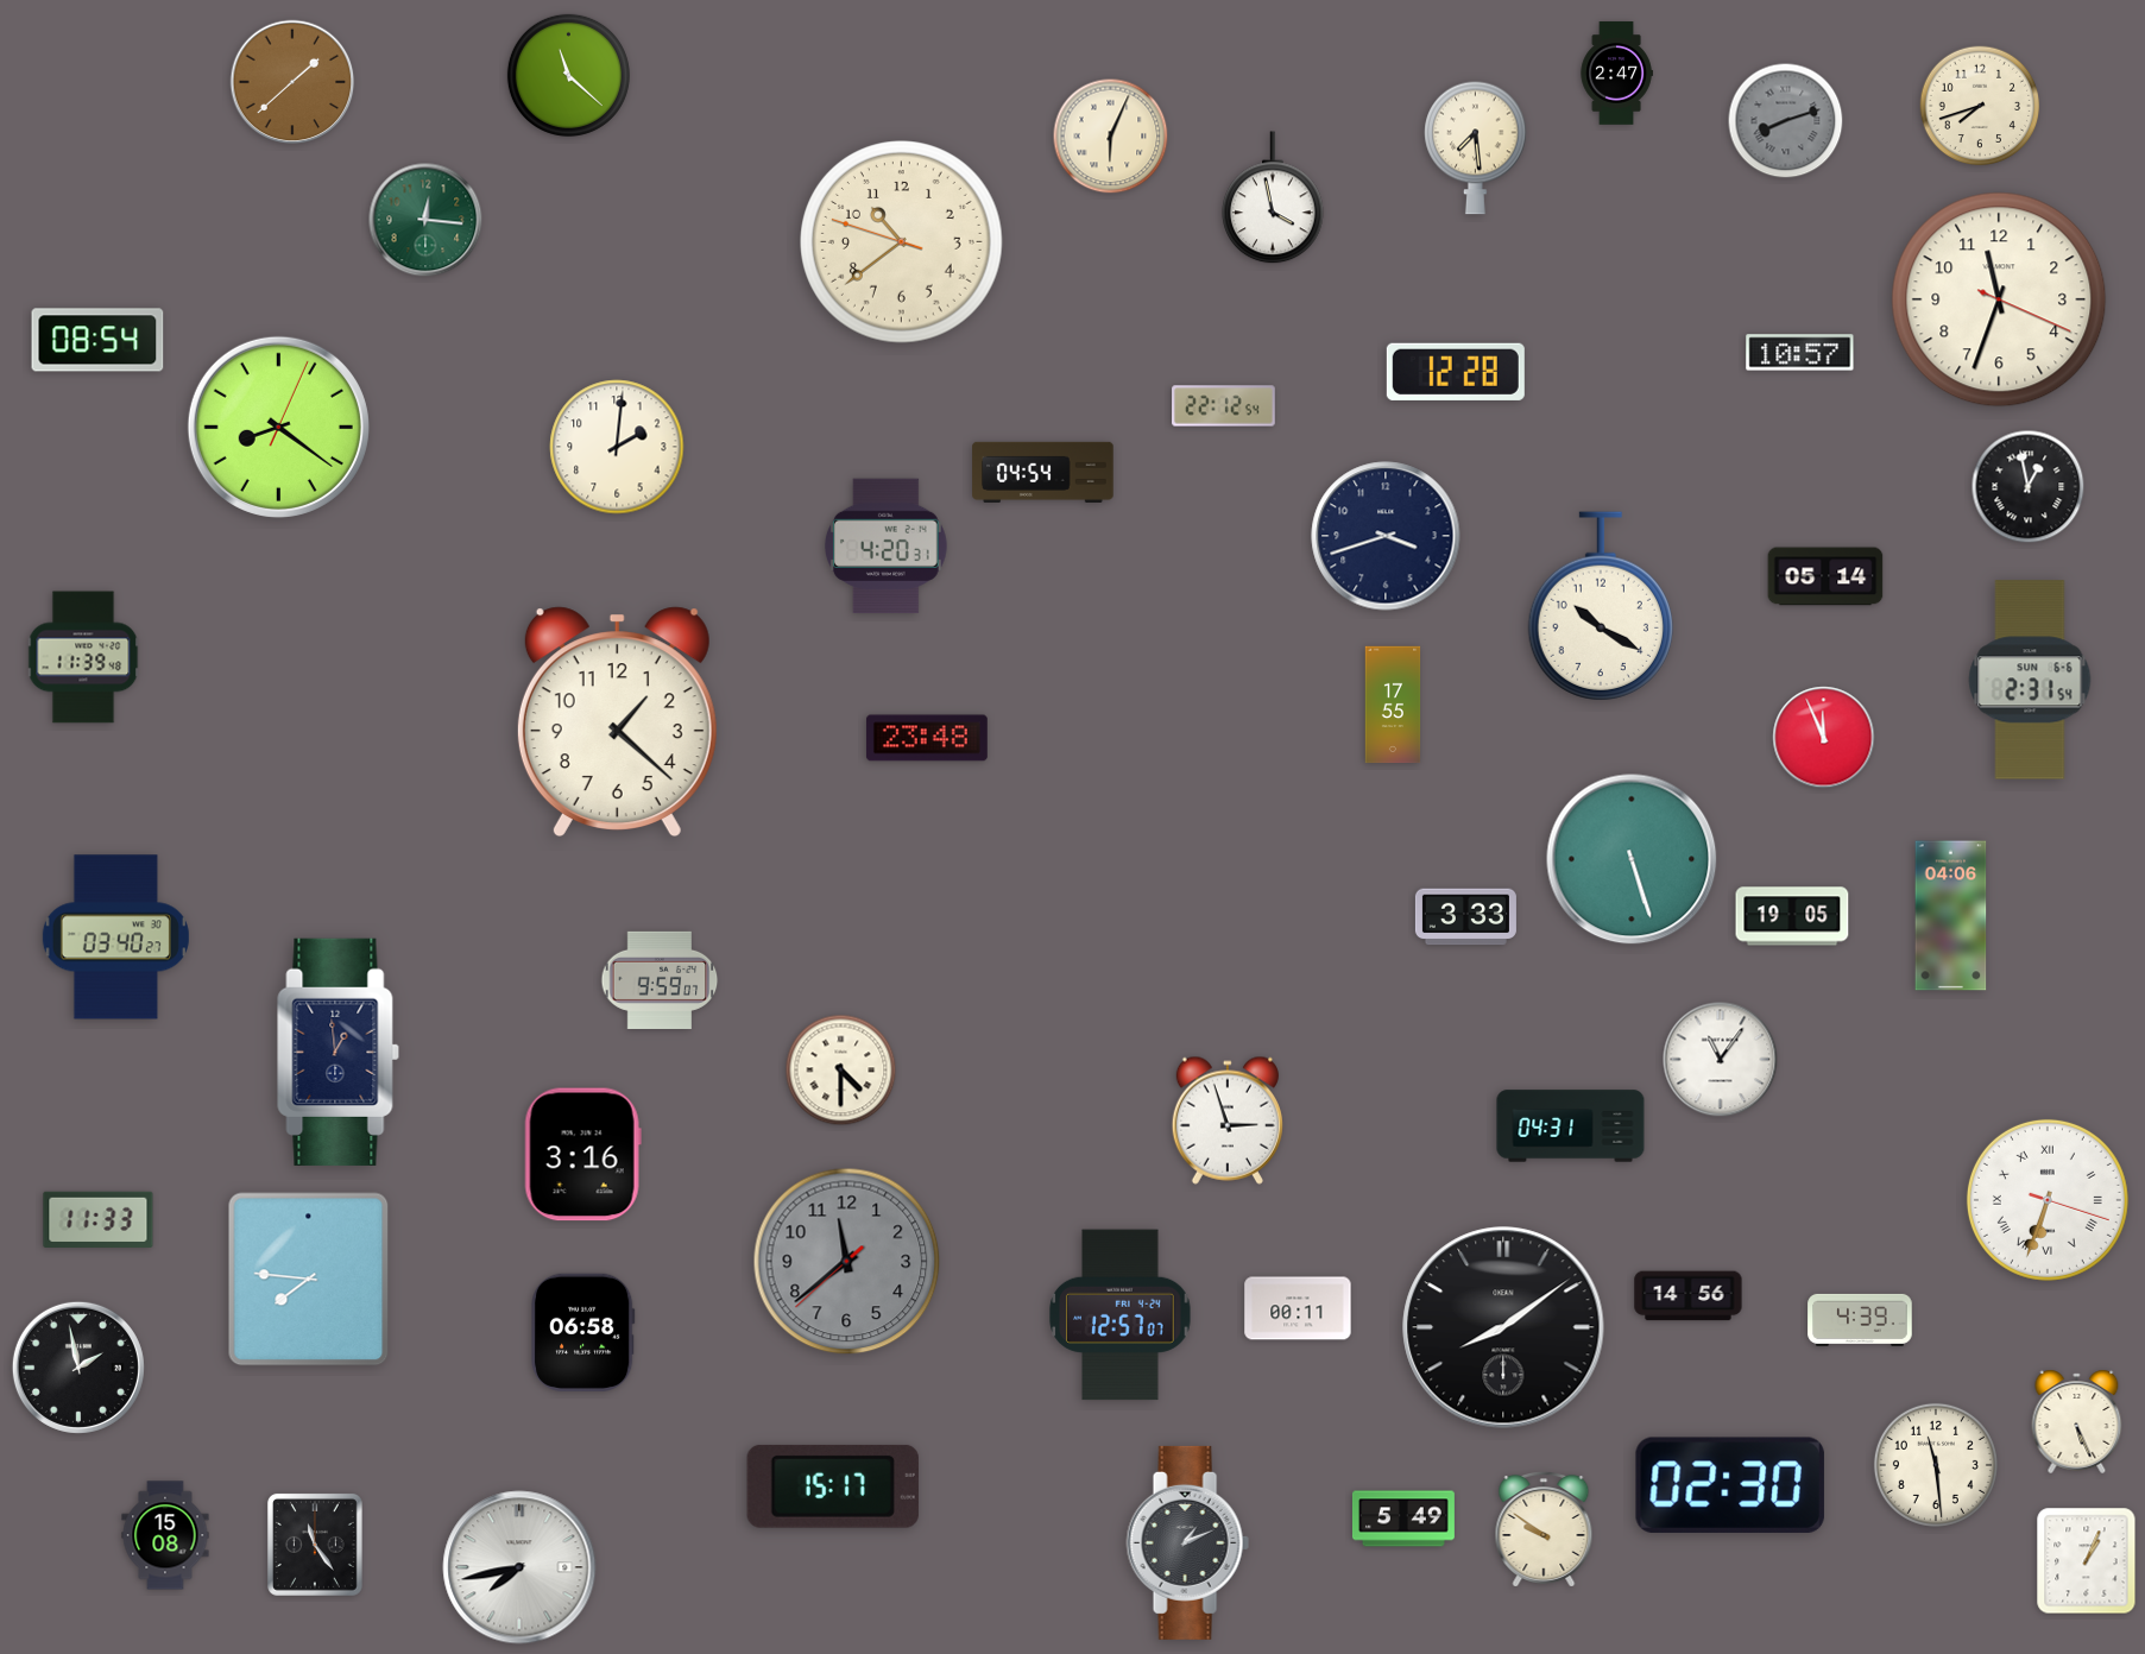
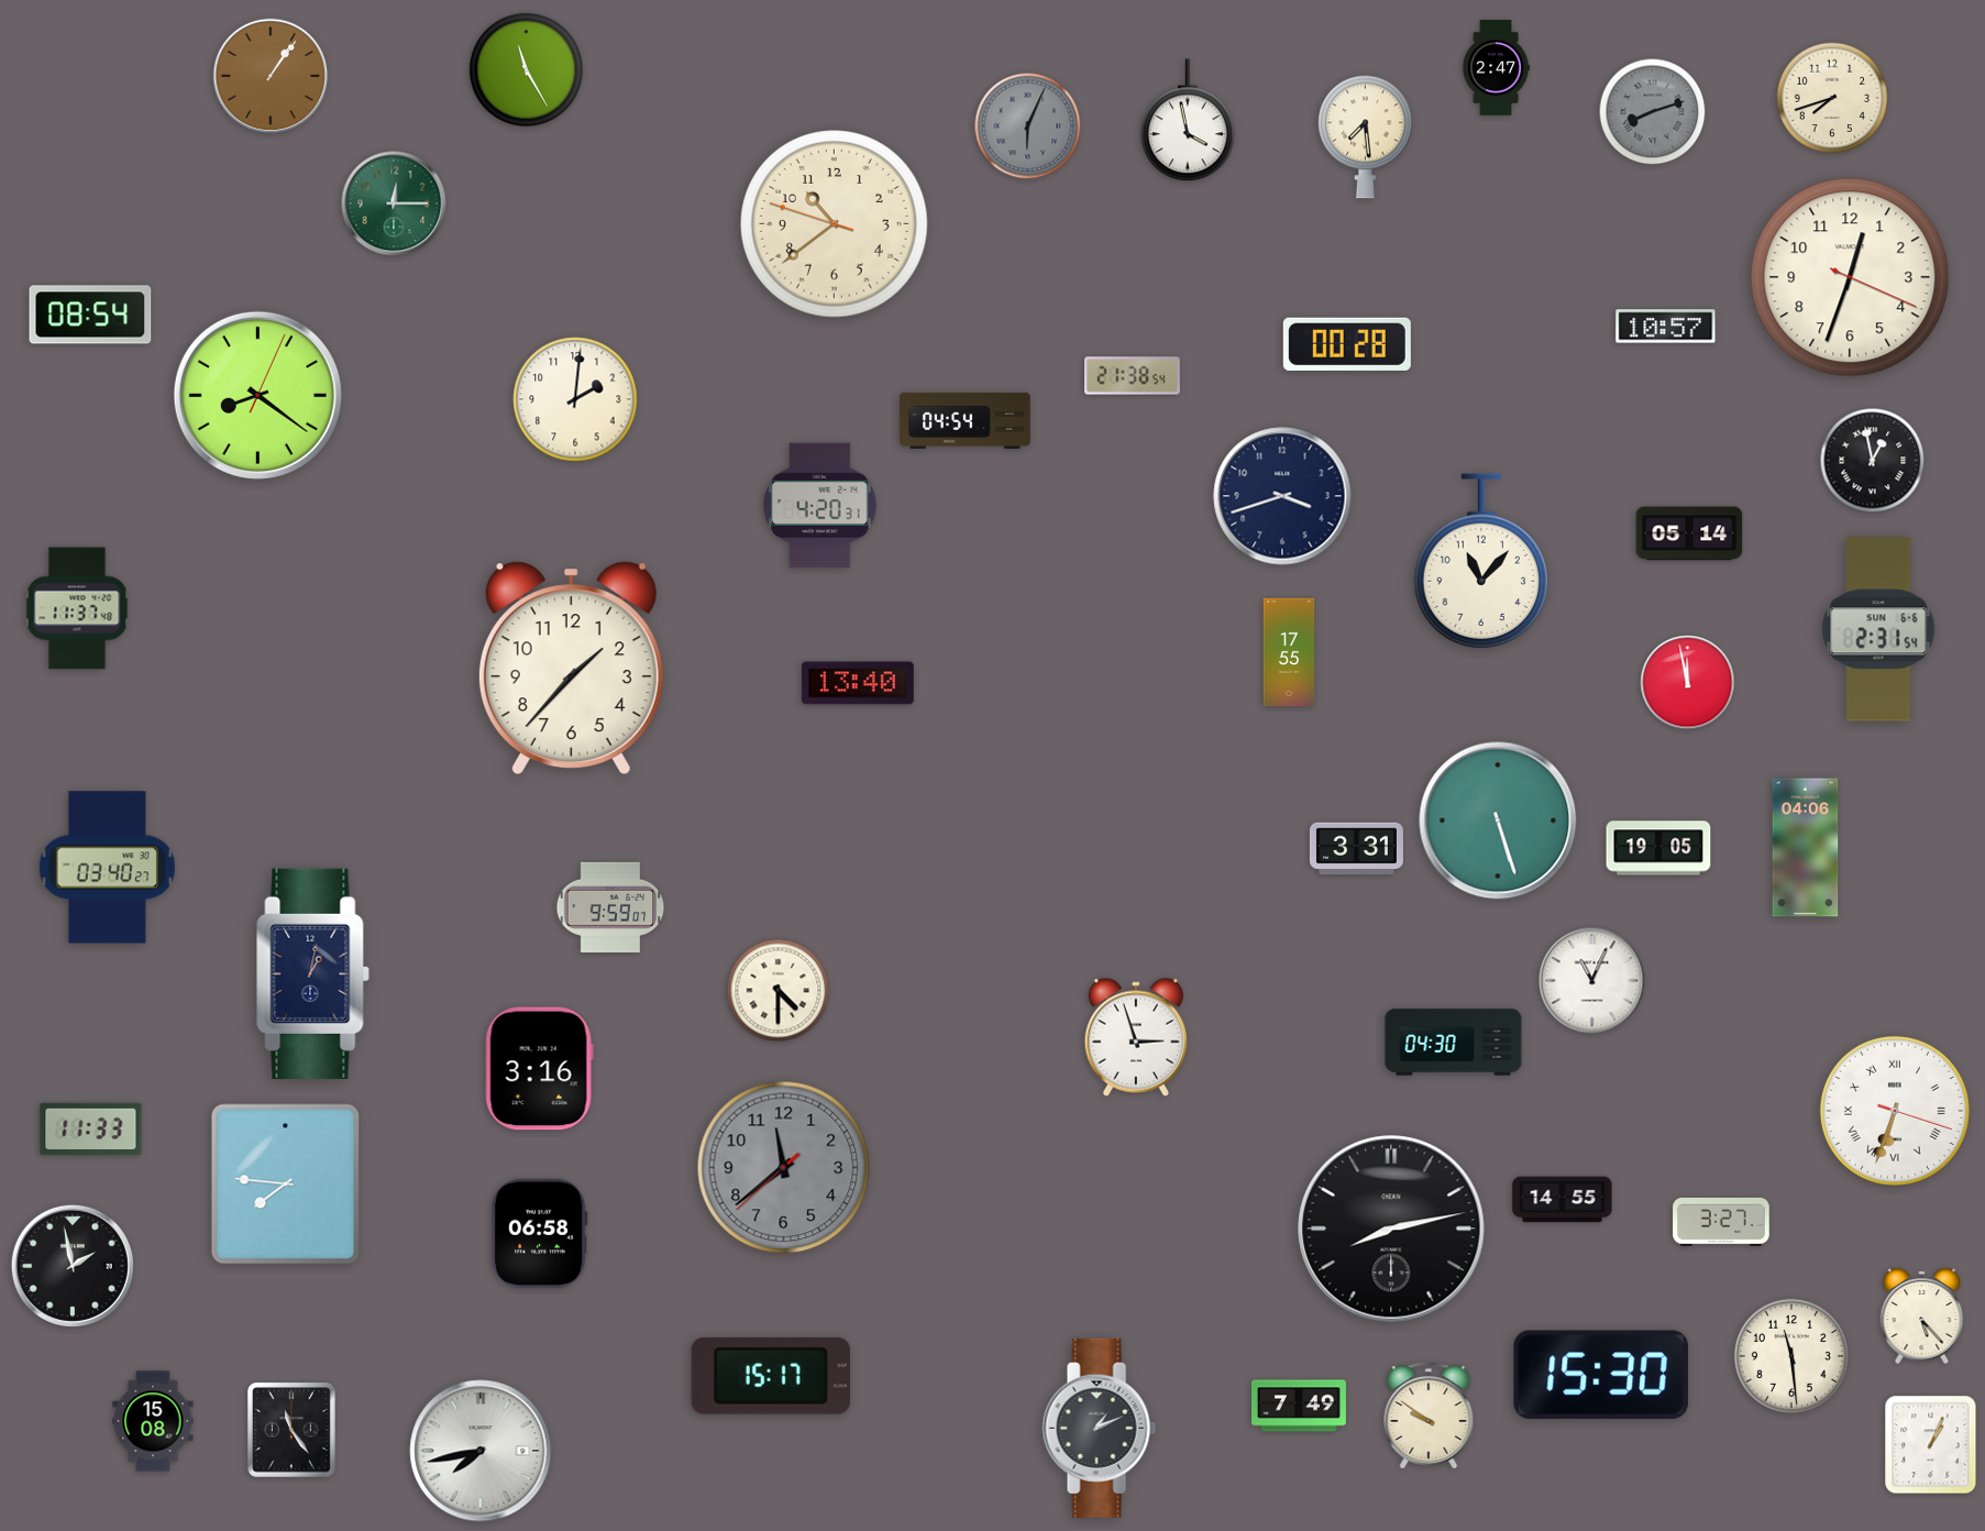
clock at (568, 75): 11:22 -> 11:25
clock at (292, 82): 1:38 -> 1:06
clock at (1111, 137) dial: cream -> grey
clock at (1273, 198) position: (1273, 198) -> (1188, 121)
clock at (425, 220): 12:16 -> 12:15
clock at (1999, 299): 11:33 -> 12:33
clock at (1456, 372): 12:28 -> 00:28
clock at (1224, 406): 22:12 -> 21:38
clock at (617, 447) position: (617, 447) -> (575, 399)
clock at (1043, 472) position: (1043, 472) -> (966, 420)
clock at (2029, 487) position: (2029, 487) -> (1873, 461)
clock at (1601, 606): 10:20 -> 11:07
clock at (83, 657): 11:39 -> 11:37
clock at (617, 721): 1:22 -> 1:37
clock at (927, 738): 23:48 -> 13:40
clock at (1824, 738): 11:56 -> 11:58
clock at (1632, 859) position: (1632, 859) -> (1498, 820)
clock at (1465, 917): 3:33 -> 3:31
clock at (339, 1052): 12:59 -> 1:02
clock at (1721, 1060): 11:06 -> 11:04
clock at (1571, 1126): 04:31 -> 04:30
clock at (1689, 1296): 14:56 -> 14:55
clock at (1298, 1308): 00:11 -> none
clock at (1121, 1315): 12:57 -> none
clock at (1860, 1320): 4:39 -> 3:27
clock at (1503, 1327): 8:09 -> 8:13
clock at (2077, 1421): 5:26 -> 5:23
clock at (1730, 1485): 02:30 -> 15:30
clock at (1403, 1519): 5:49 -> 7:49
